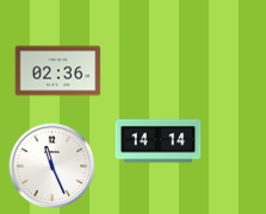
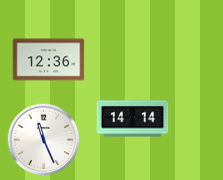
clock at (58, 71): 02:36 -> 12:36
